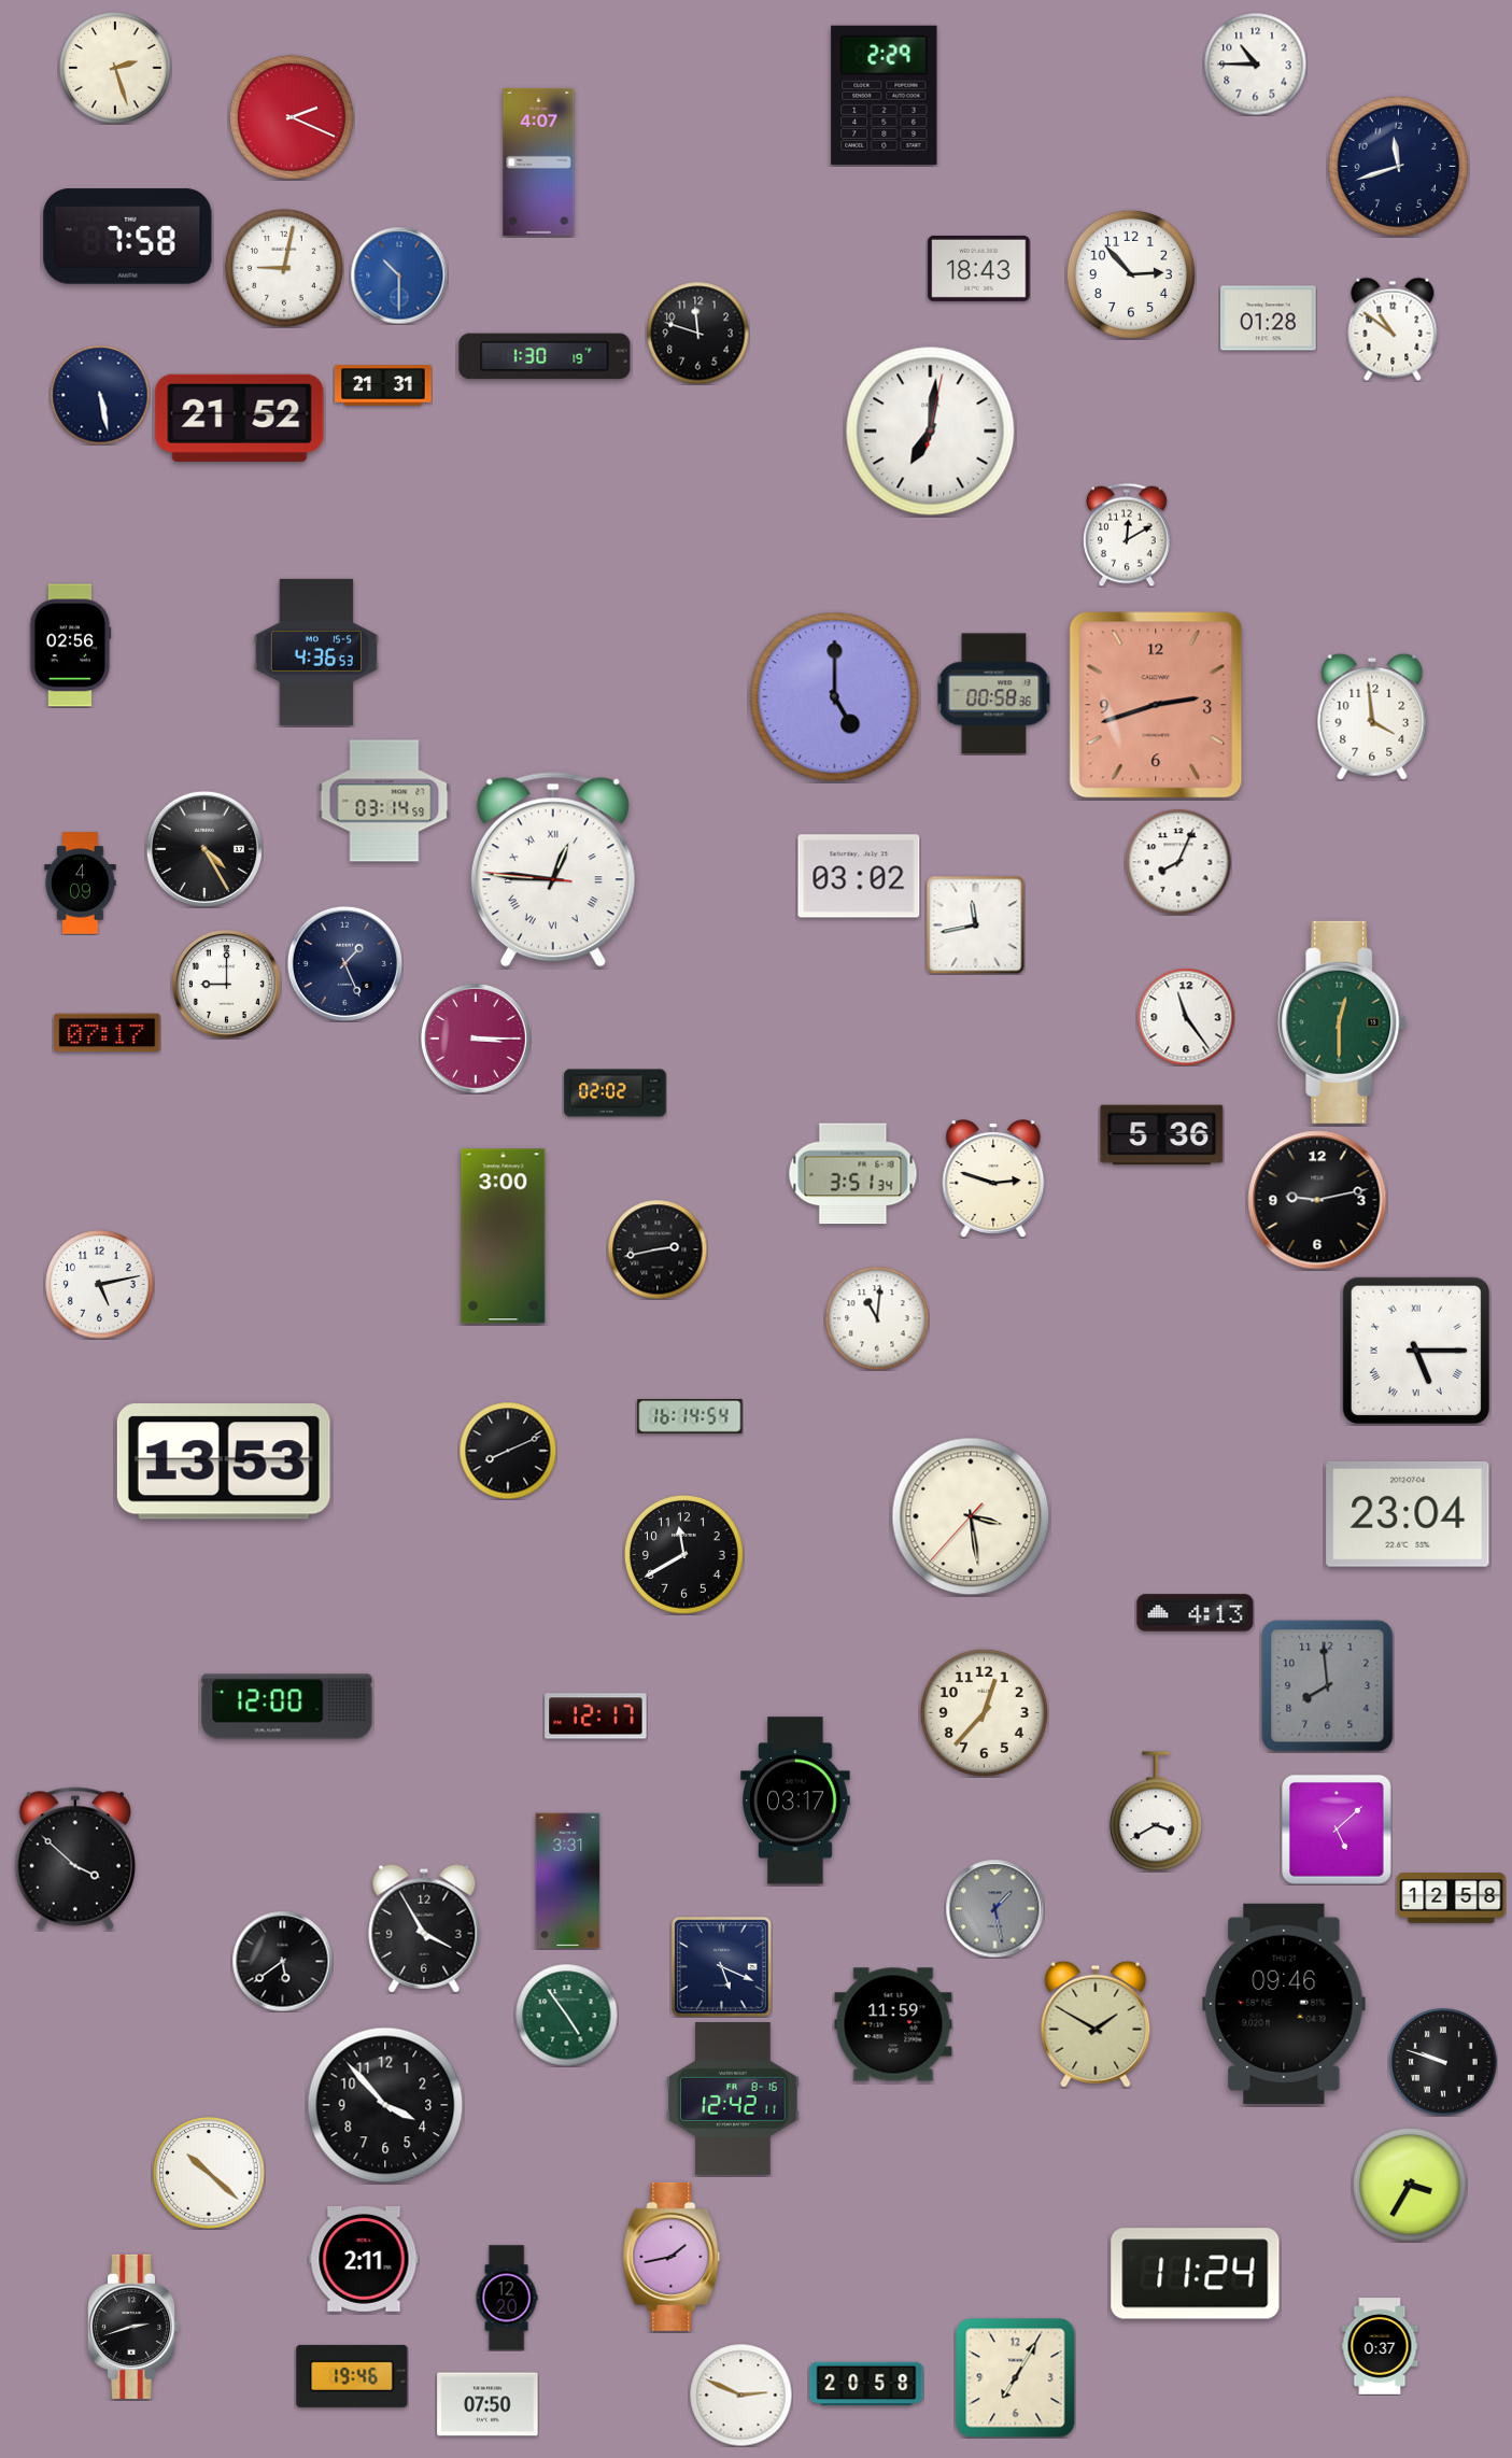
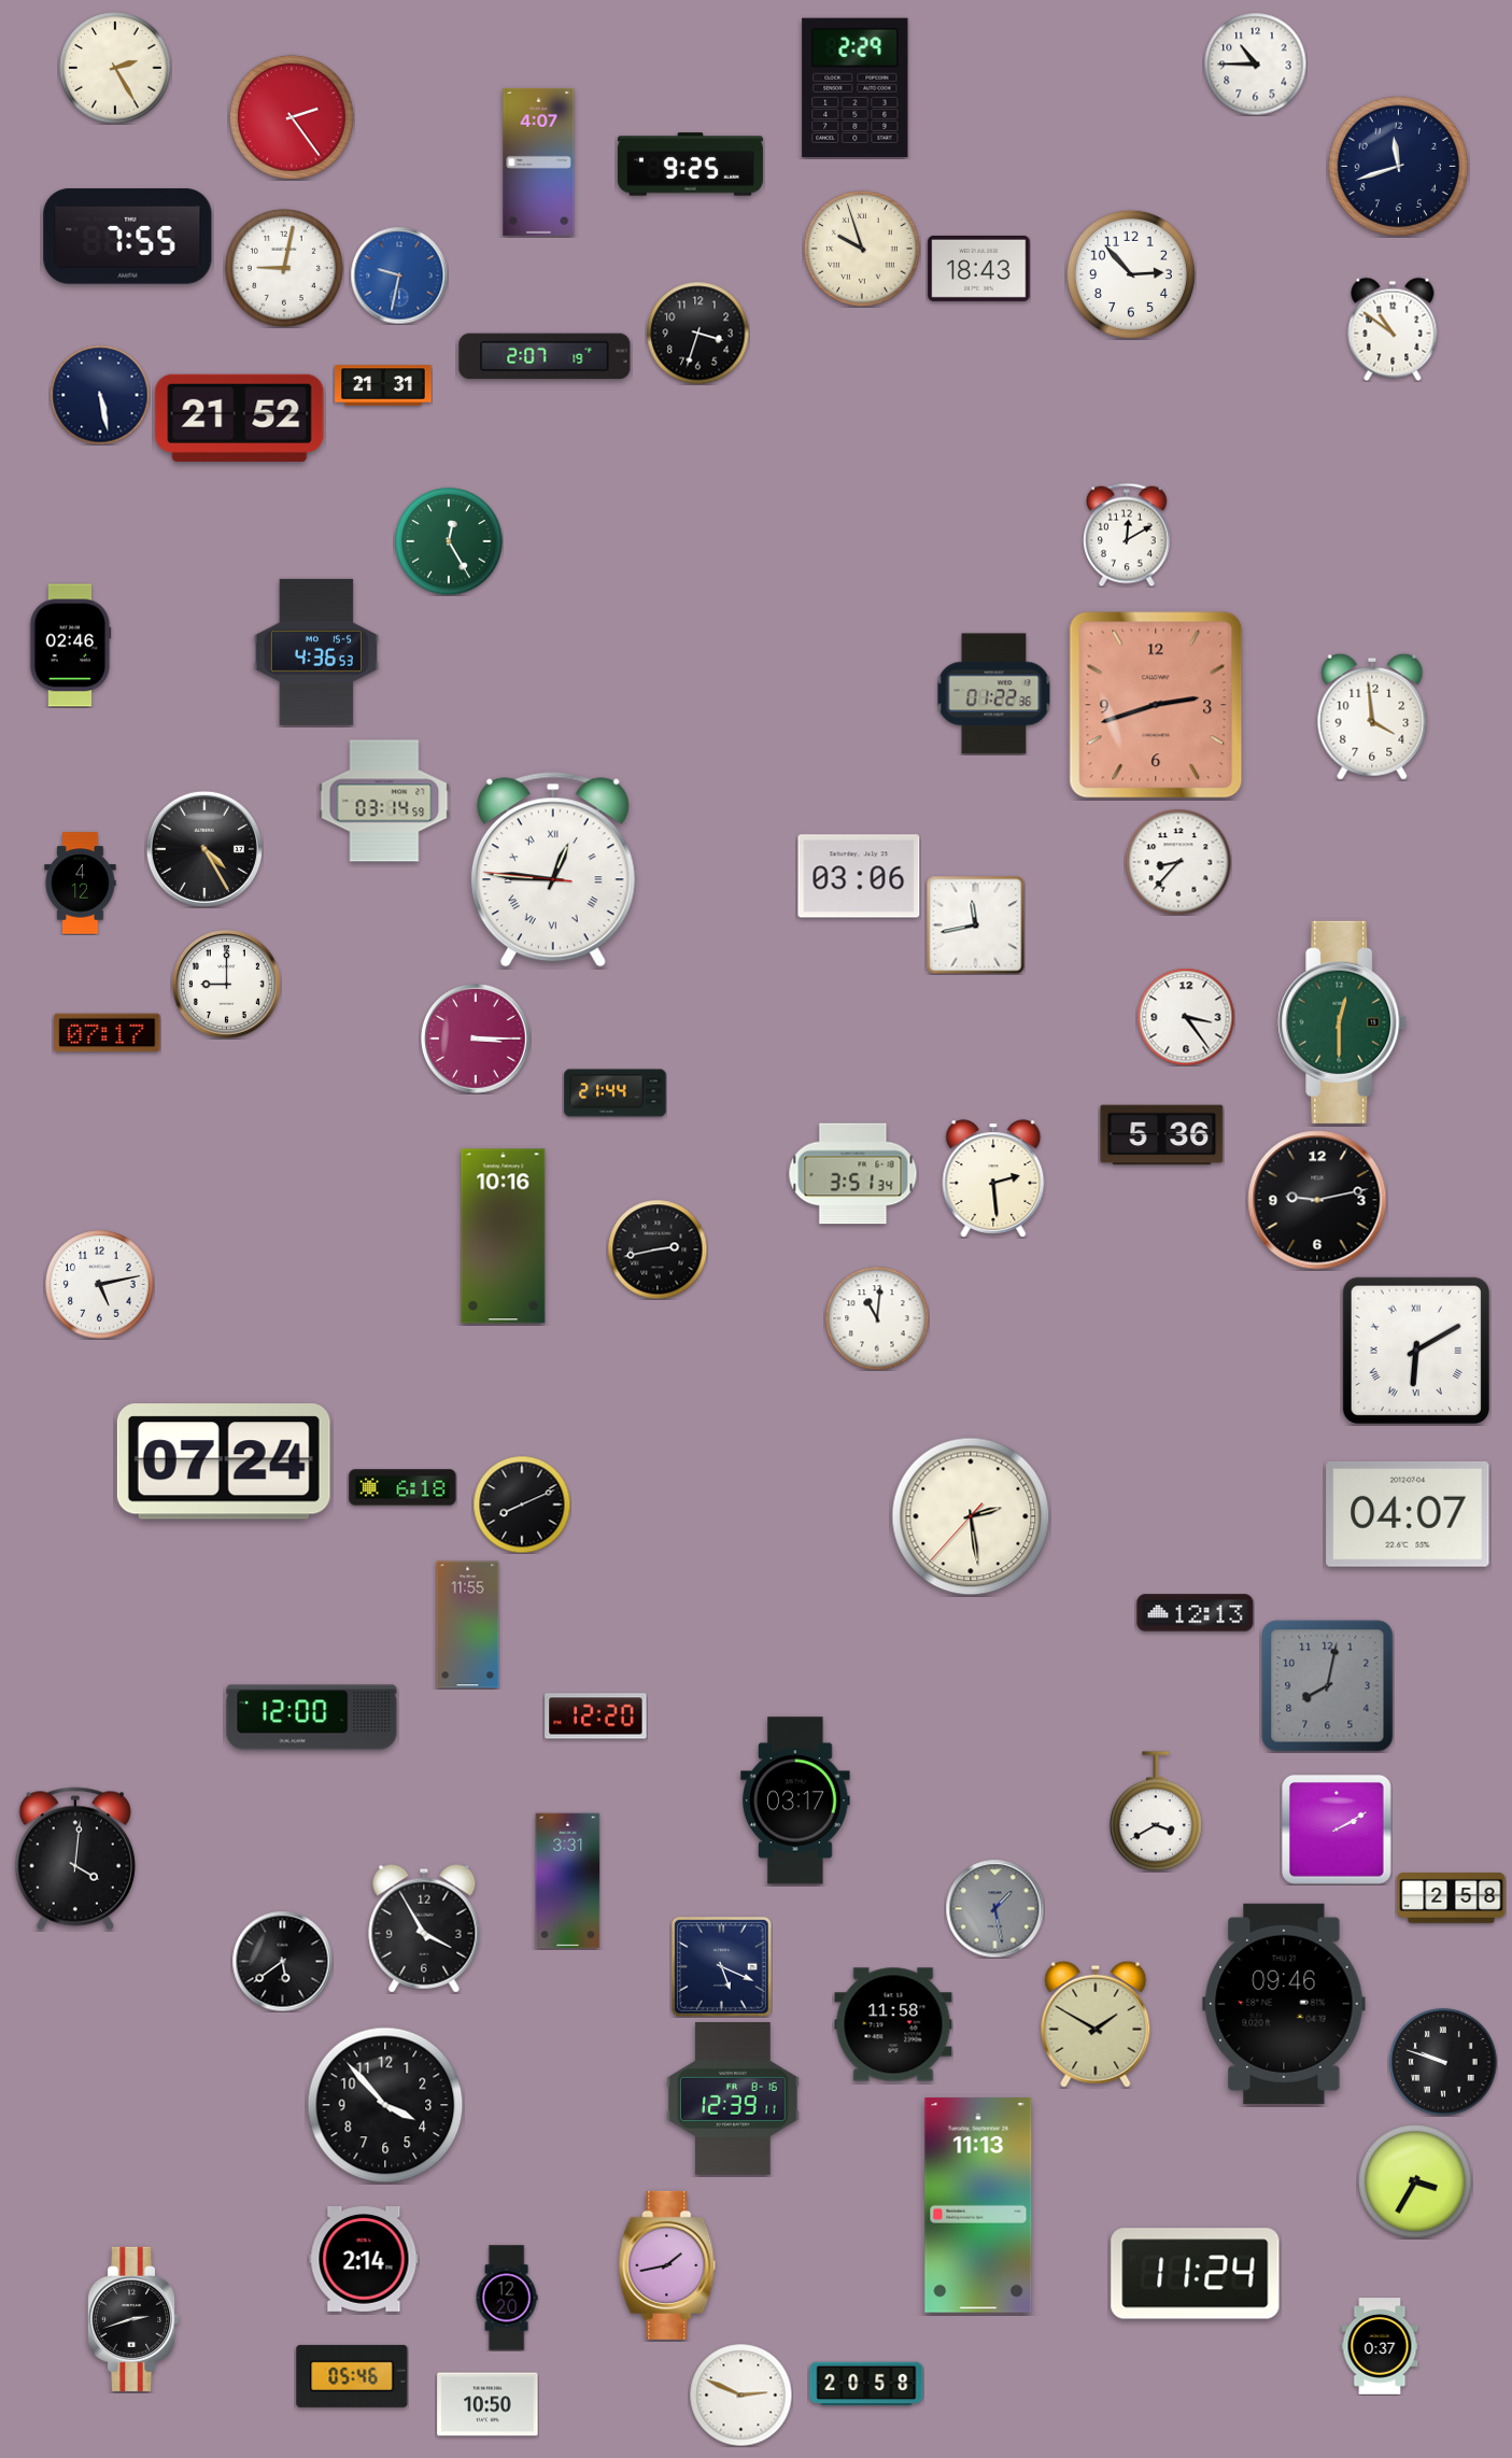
clock at (115, 68): 2:27 -> 2:25
clock at (885, 95) position: (885, 95) -> (856, 87)
clock at (292, 117): 2:19 -> 2:24
clock at (690, 165): none -> 9:25
clock at (128, 237): 7:58 -> 7:55
clock at (862, 249): none -> 9:57
clock at (399, 276): 10:30 -> 9:32
clock at (1269, 319): 01:28 -> none
clock at (697, 333): 11:48 -> 3:33
clock at (545, 356): 1:30 -> 2:07
clock at (931, 432): 7:01 -> none
clock at (449, 541): none -> 12:25
clock at (71, 646): 02:56 -> 02:46
clock at (994, 694): 00:58 -> 01:22
clock at (835, 697): 5:00 -> none
clock at (1178, 862): 8:04 -> 8:37
clock at (859, 876): 03:02 -> 03:06
clock at (81, 884): 4:09 -> 4:12
clock at (344, 963): 1:26 -> none
clock at (1186, 1017): 11:24 -> 3:24
clock at (616, 1093): 02:02 -> 21:44
clock at (993, 1178): 2:48 -> 2:29
clock at (504, 1237): 3:00 -> 10:16
clock at (1416, 1351): 5:15 -> 6:10
clock at (690, 1416): 16:14 -> none
clock at (508, 1451) position: (508, 1451) -> (522, 1505)
clock at (224, 1461): 13:53 -> 07:24
clock at (402, 1487): none -> 6:18
clock at (1408, 1514): 23:04 -> 04:07
clock at (971, 1516): 3:28 -> 2:28
clock at (684, 1555): 11:40 -> none
clock at (1196, 1613): 4:13 -> 12:13
clock at (468, 1625): none -> 11:55
clock at (1328, 1686): 7:59 -> 8:02
clock at (287, 1707) position: (287, 1707) -> (312, 1718)
clock at (984, 1712): 12:37 -> none
clock at (596, 1717): 12:17 -> 12:20
clock at (1338, 1831): 5:08 -> 2:10
clock at (75, 1859): 3:52 -> 4:01
clock at (1452, 1898): 12:58 -> 2:58
clock at (566, 2015): 4:54 -> none
clock at (893, 2024): 11:59 -> 11:58
clock at (733, 2099): 12:42 -> 12:39
clock at (209, 2173): 10:22 -> none
clock at (1410, 2185) position: (1410, 2185) -> (1415, 2181)
clock at (978, 2206): none -> 11:13
clock at (672, 2257) position: (672, 2257) -> (667, 2265)
clock at (364, 2260): 2:11 -> 2:14
clock at (135, 2327) position: (135, 2327) -> (135, 2319)
clock at (352, 2376): 19:46 -> 05:46
clock at (1016, 2378): 7:05 -> none
clock at (487, 2404): 07:50 -> 10:50
